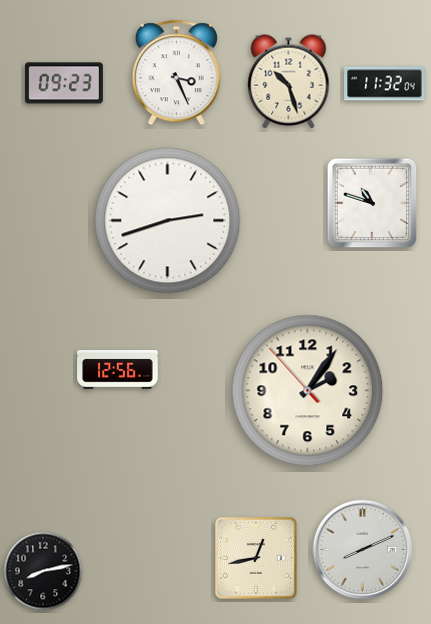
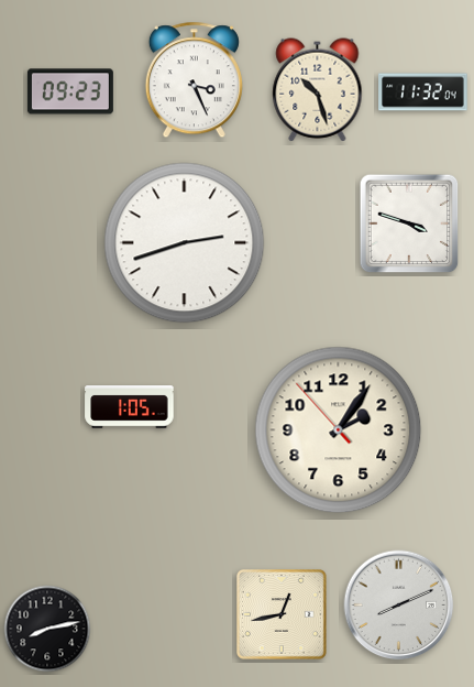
clock at (372, 203): 10:48 -> 3:48
clock at (118, 370): 12:56 -> 1:05
